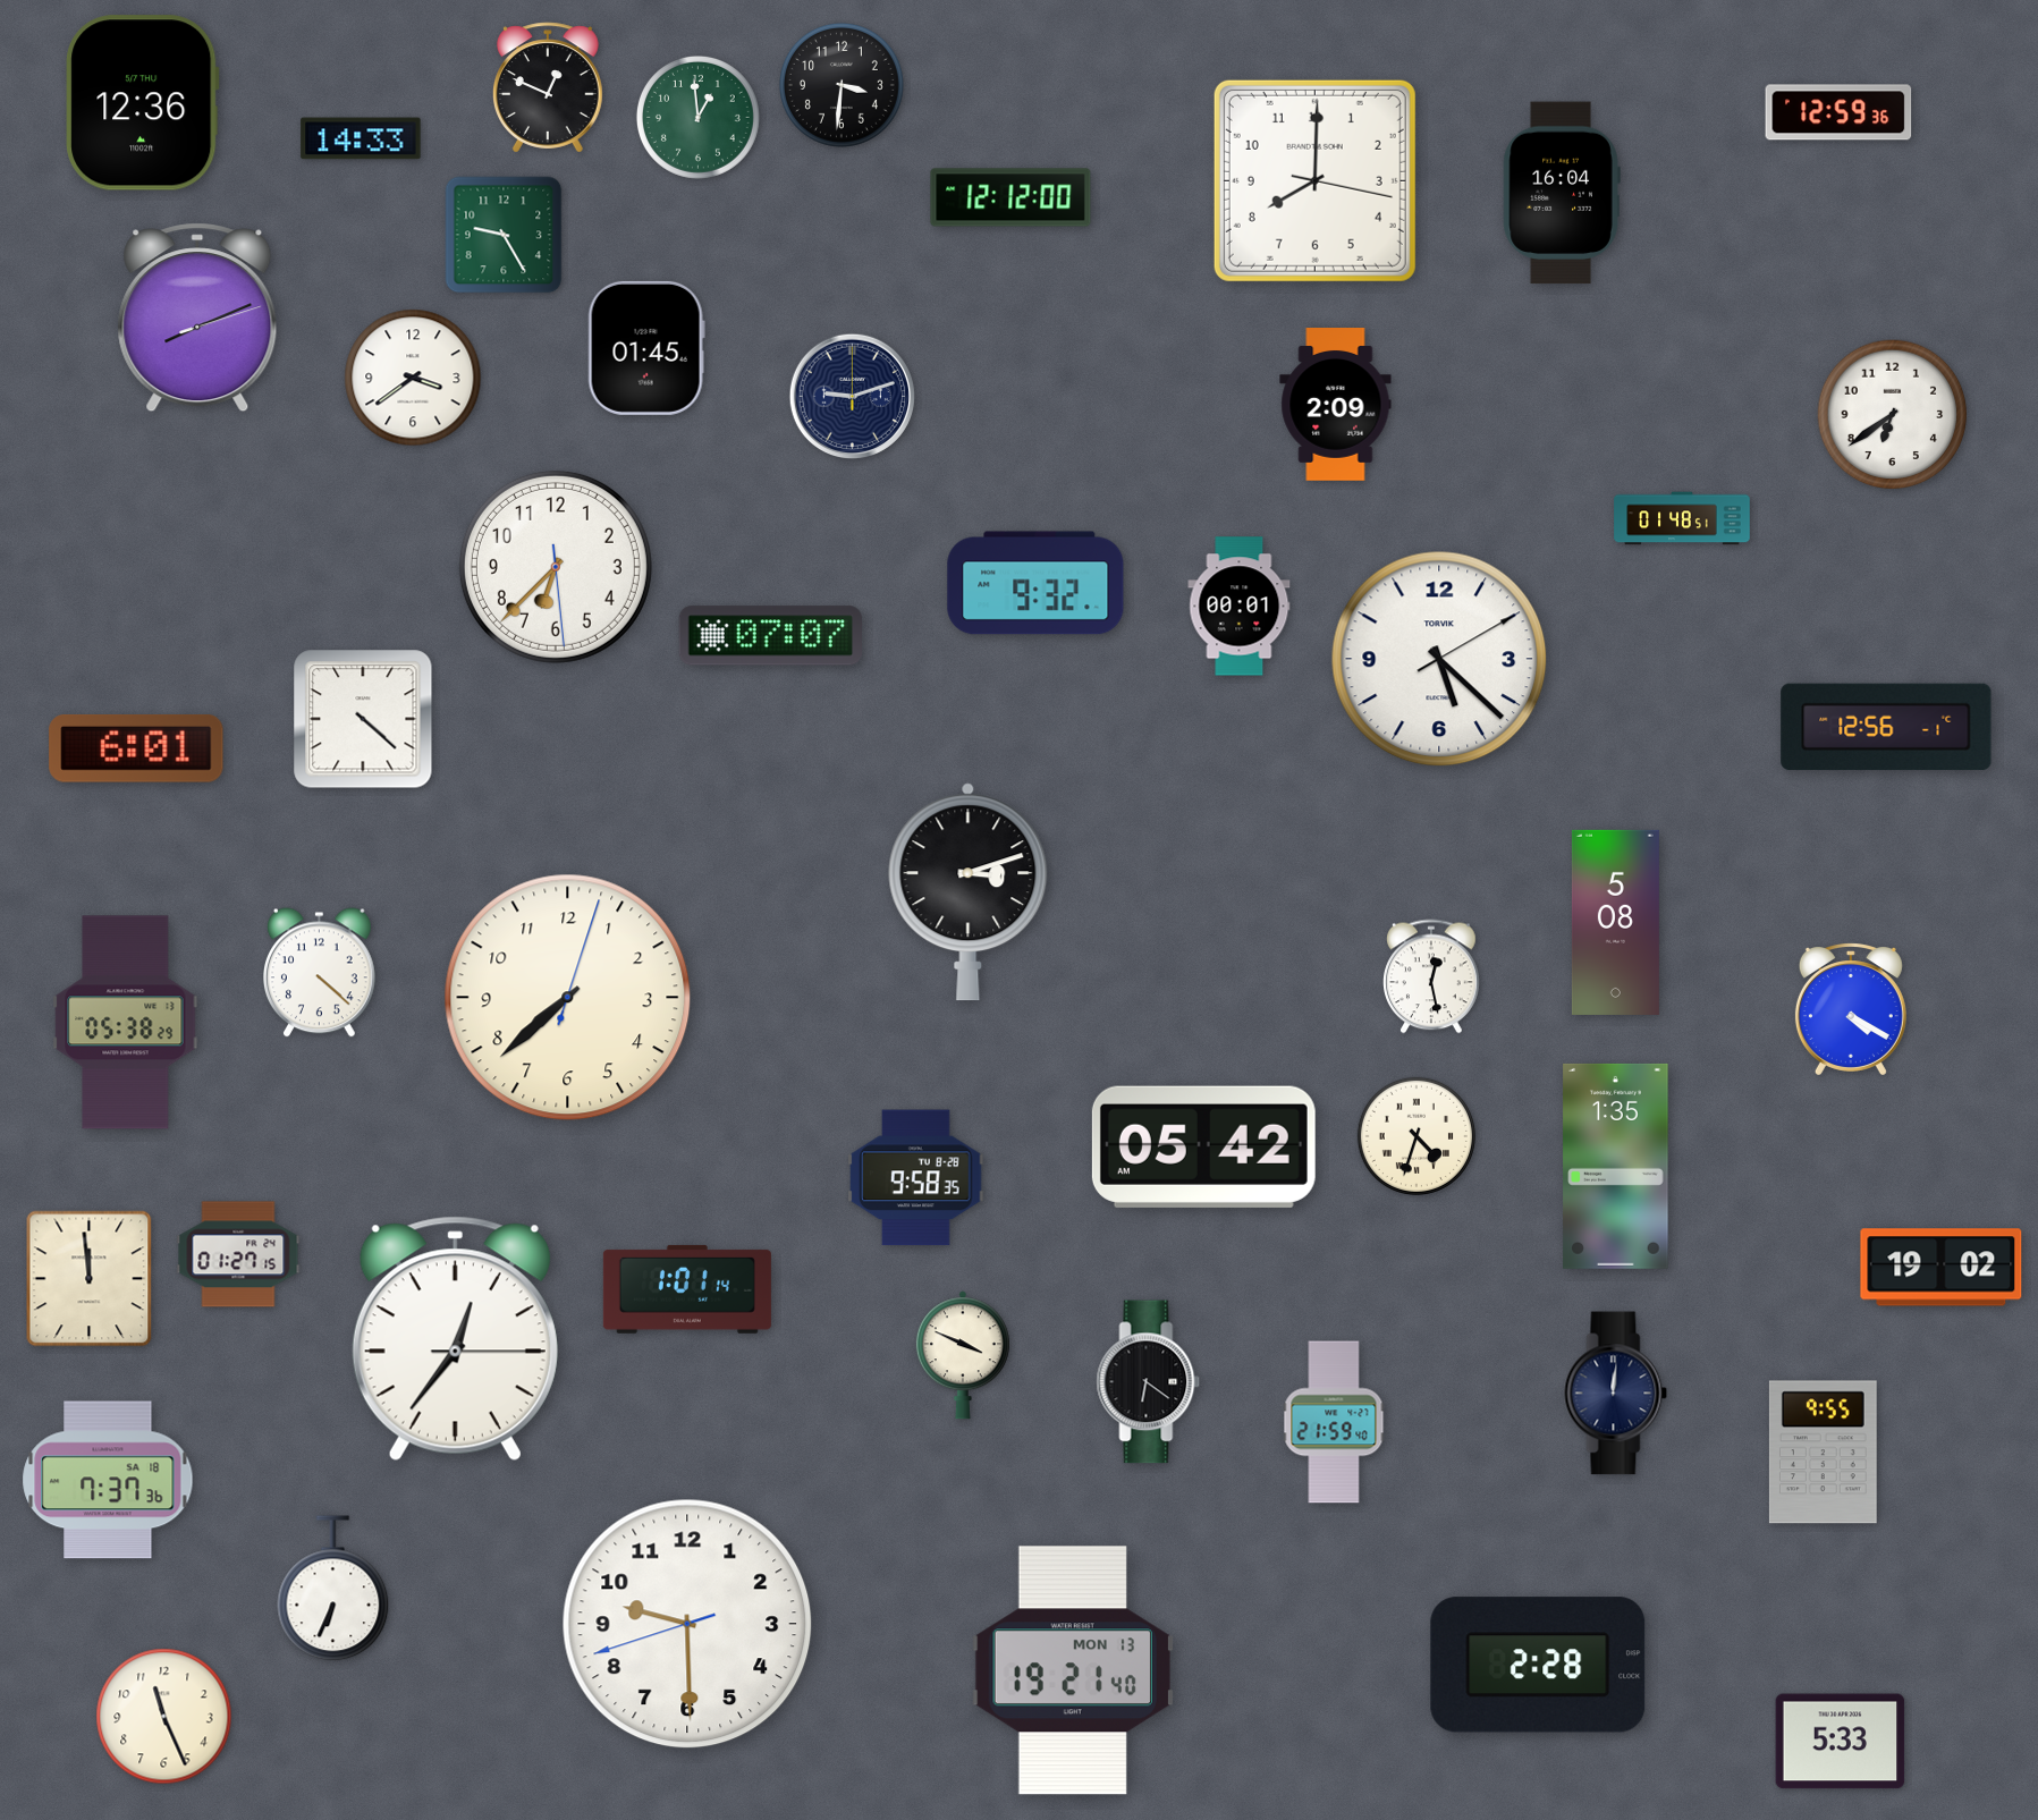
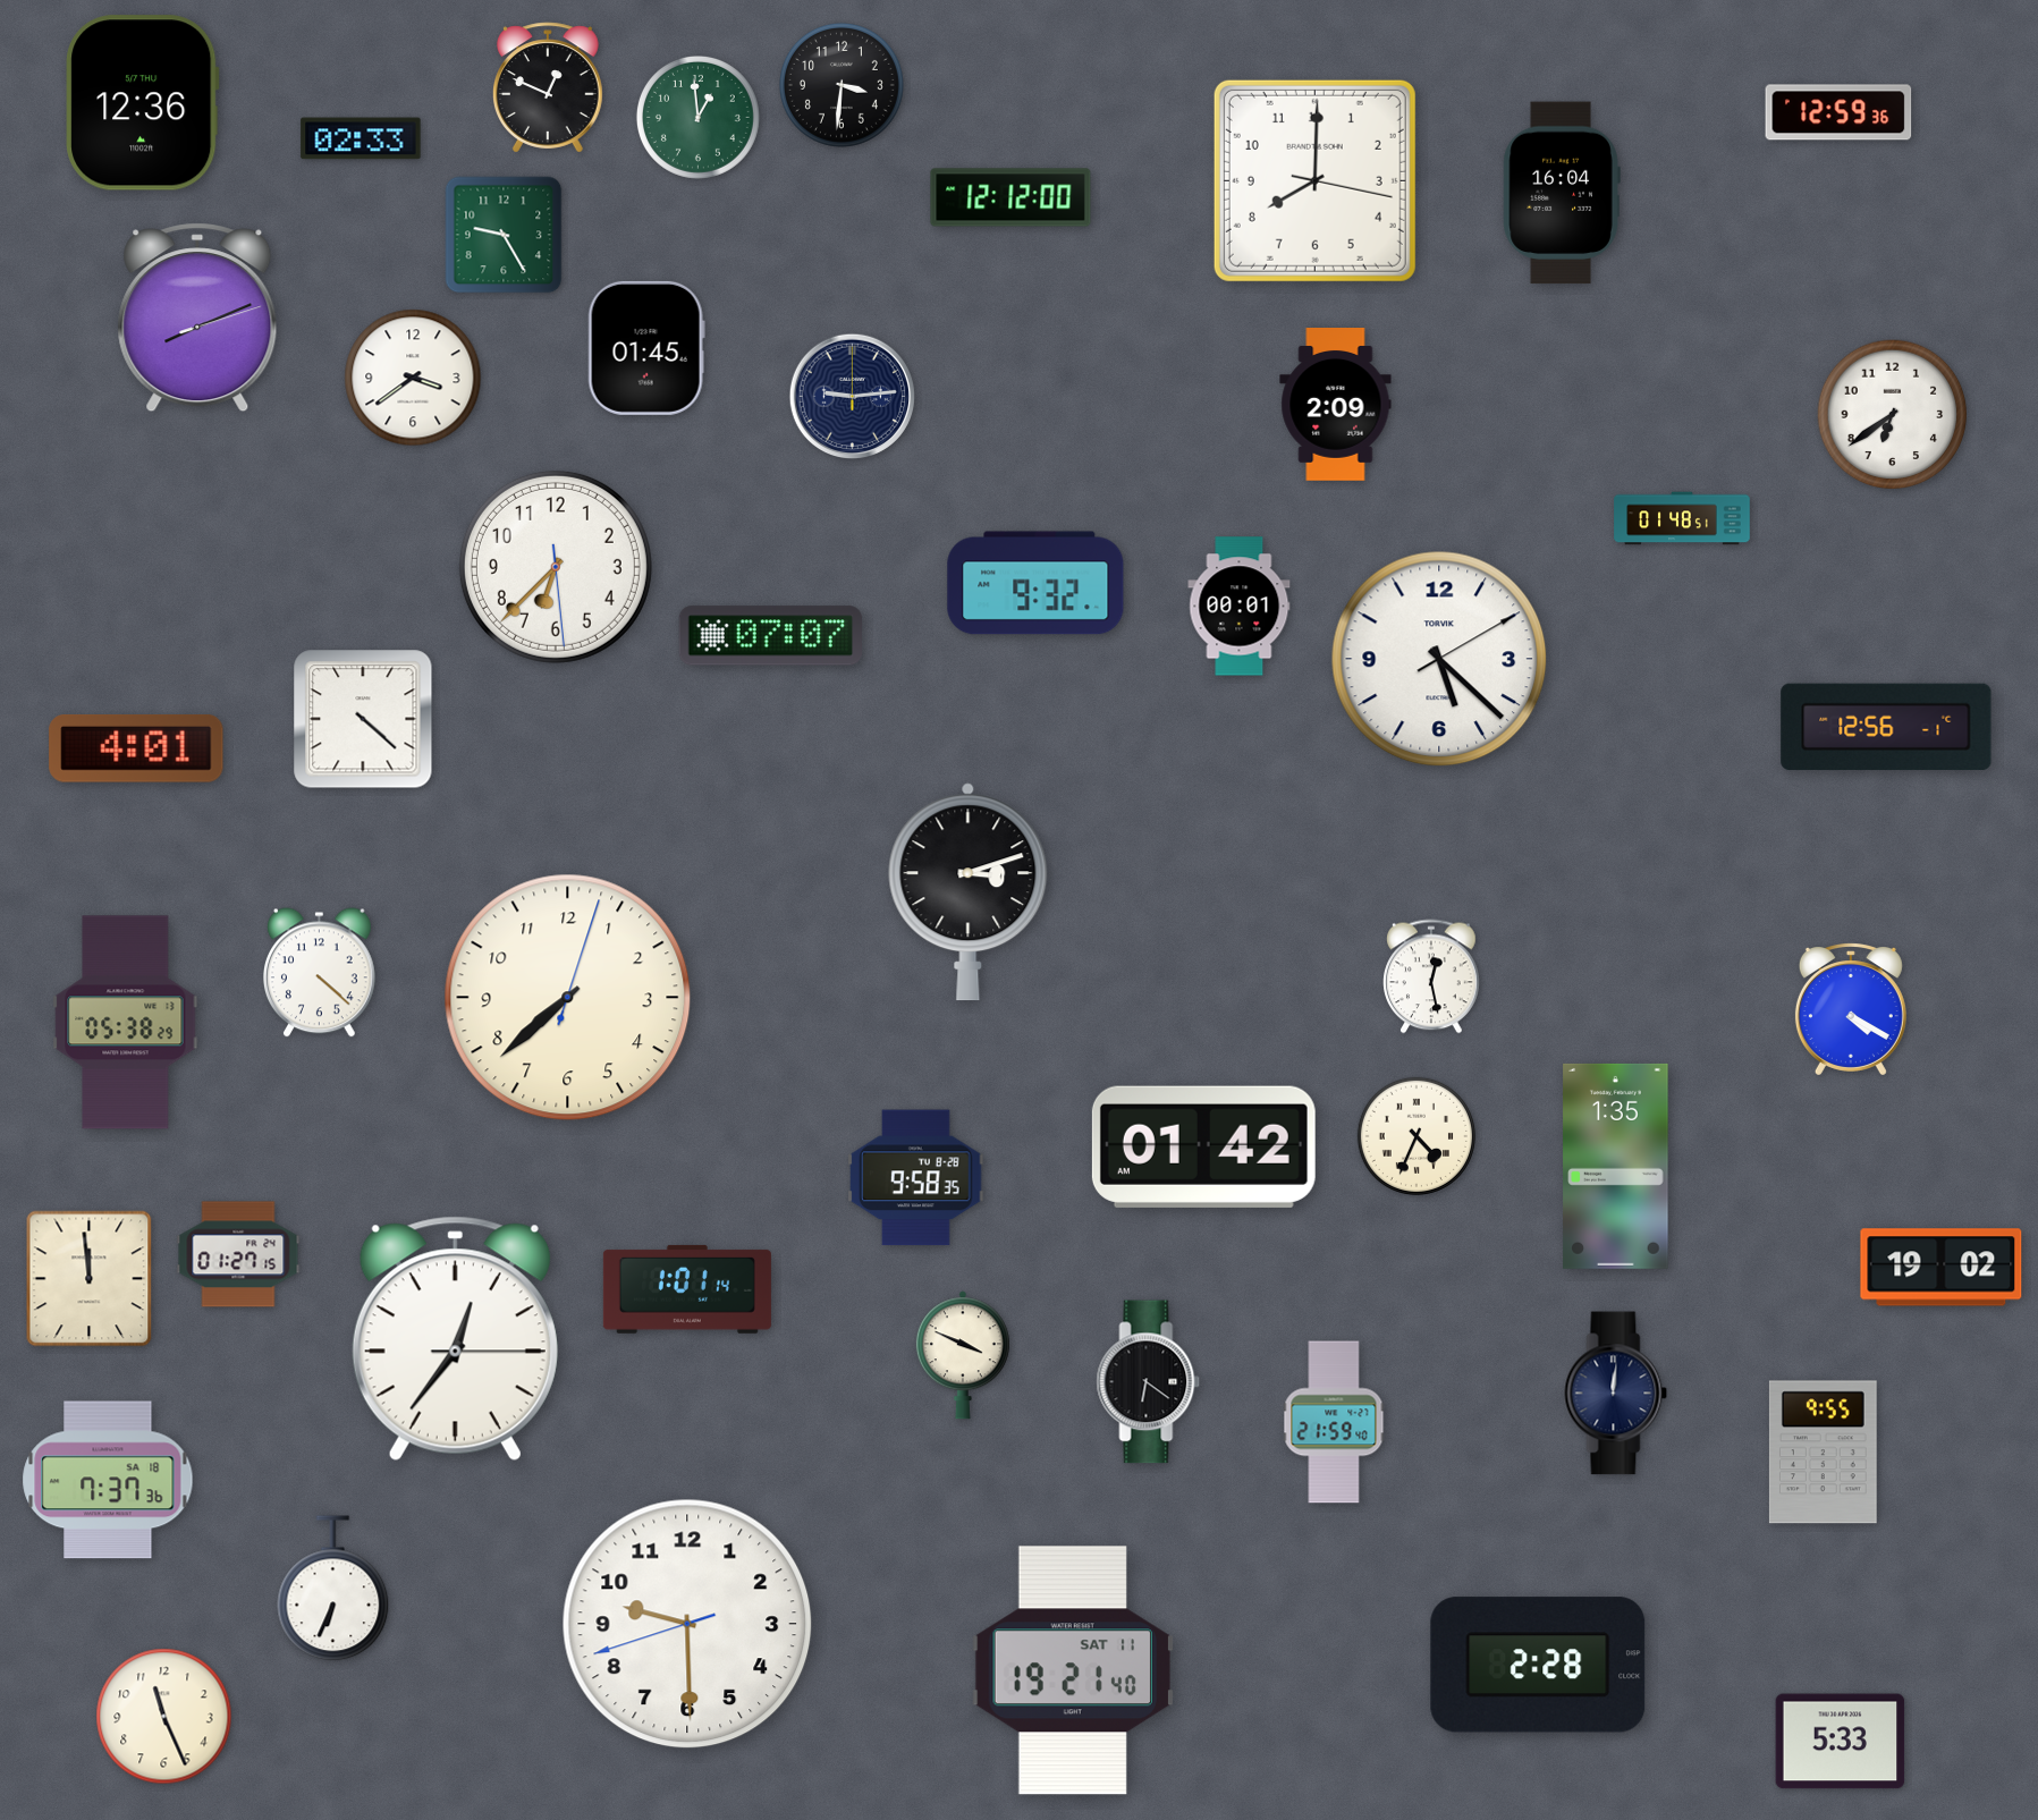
clock at (361, 138): 14:33 -> 02:33
clock at (852, 396): 9:12 -> 9:14
clock at (136, 750): 6:01 -> 4:01
clock at (1615, 922): 5:08 -> none
clock at (1417, 1136): 4:33 -> 4:34
clock at (1203, 1146): 05:42 -> 01:42
clock at (1073, 1670) date: MON 13 -> SAT 11
